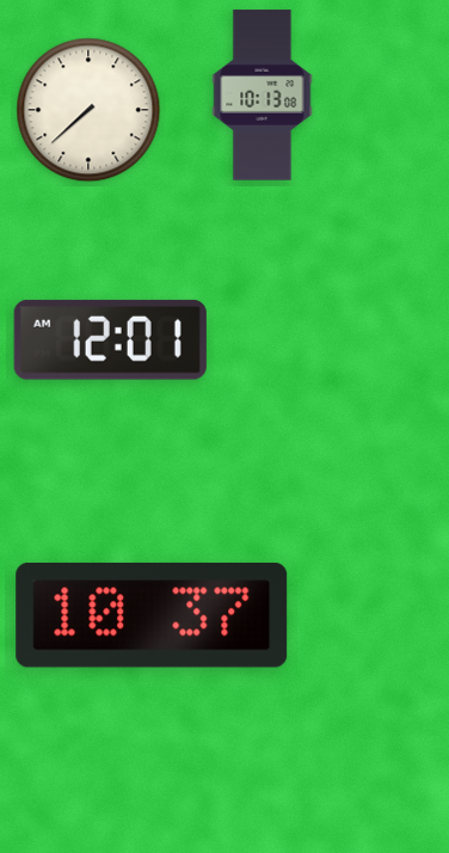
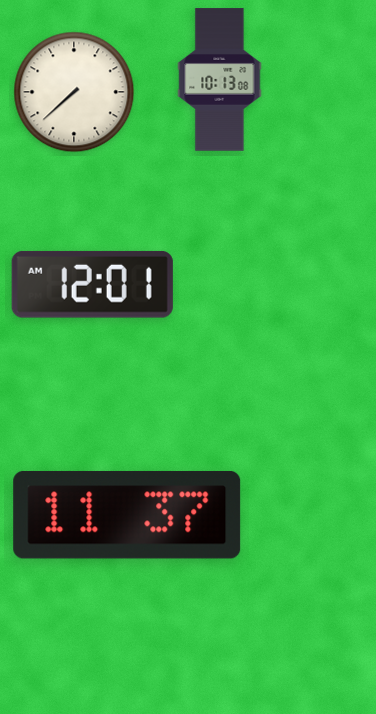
clock at (152, 615): 10:37 -> 11:37
